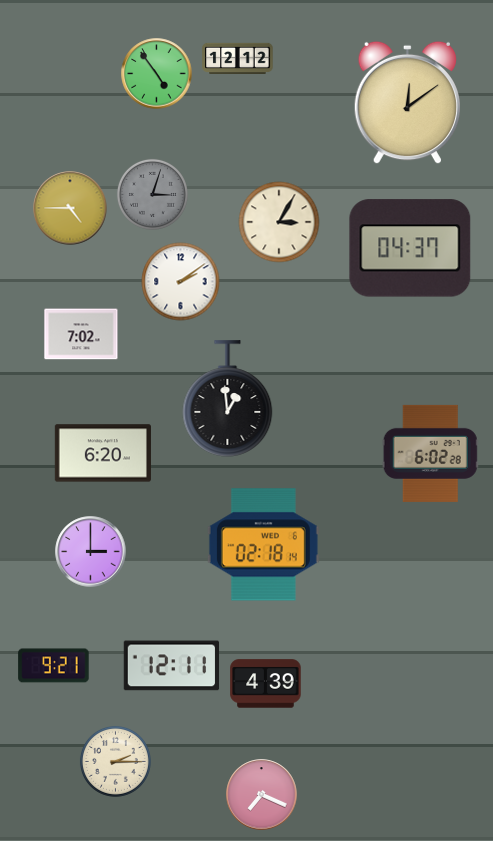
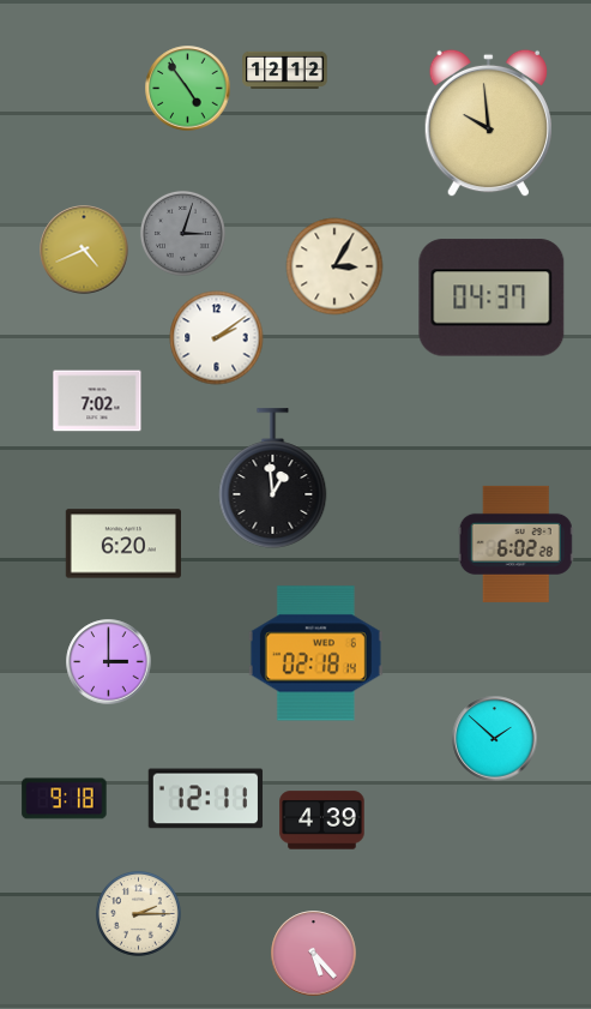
clock at (407, 103): 12:09 -> 9:59
clock at (70, 208): 4:45 -> 4:41
clock at (495, 739): none -> 1:52
clock at (54, 666): 9:21 -> 9:18
clock at (266, 684) position: (266, 684) -> (322, 821)
clock at (262, 795): 7:19 -> 5:23
